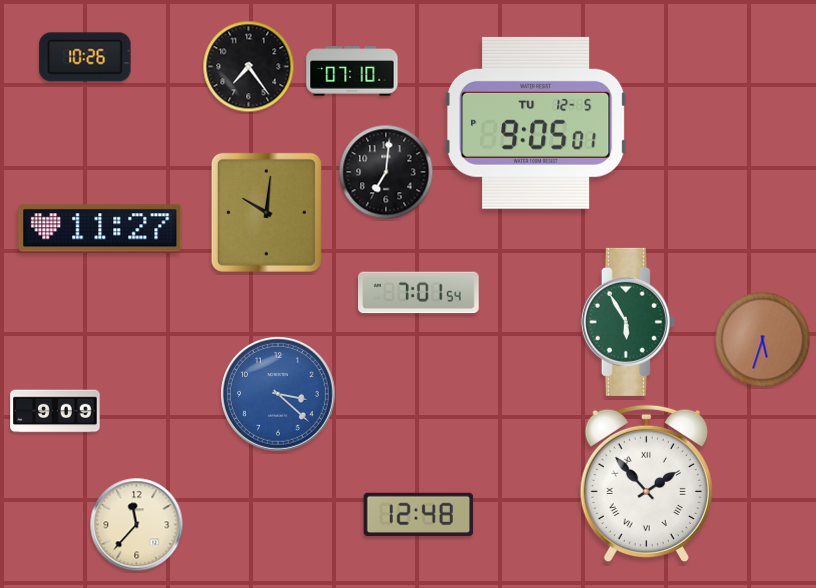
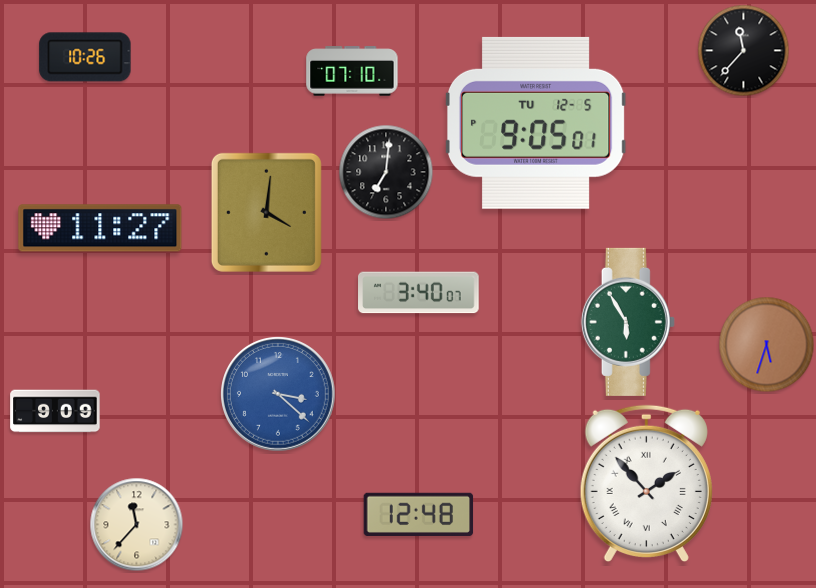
clock at (744, 51): none -> 11:37
clock at (249, 67): 7:24 -> none
clock at (266, 212): 10:01 -> 4:01
clock at (419, 293): 7:01 -> 3:40
clock at (763, 340) position: (763, 340) -> (767, 345)
